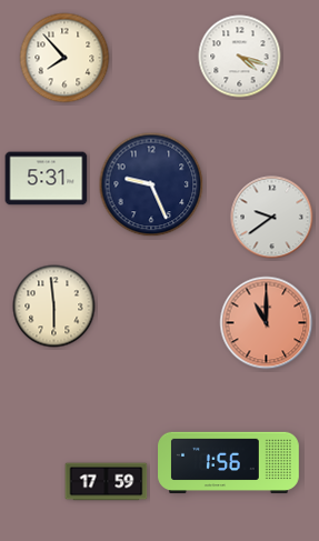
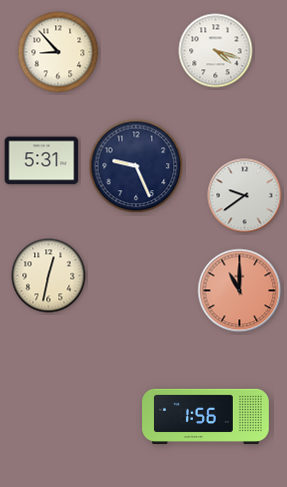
clock at (64, 58): 7:53 -> 8:53
clock at (54, 307): 5:59 -> 12:32
clock at (107, 482): 17:59 -> none
